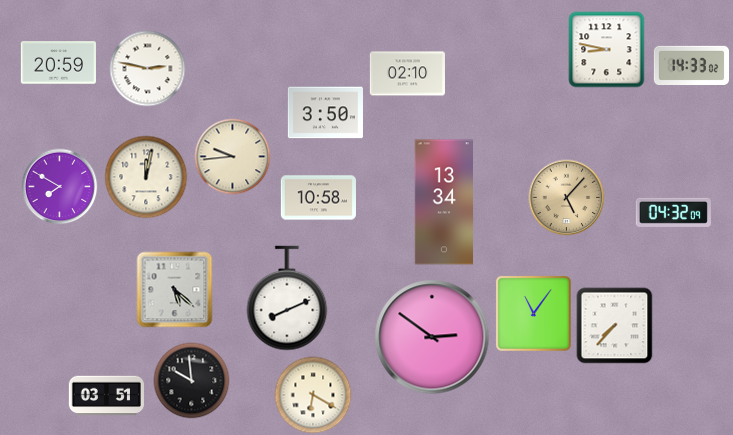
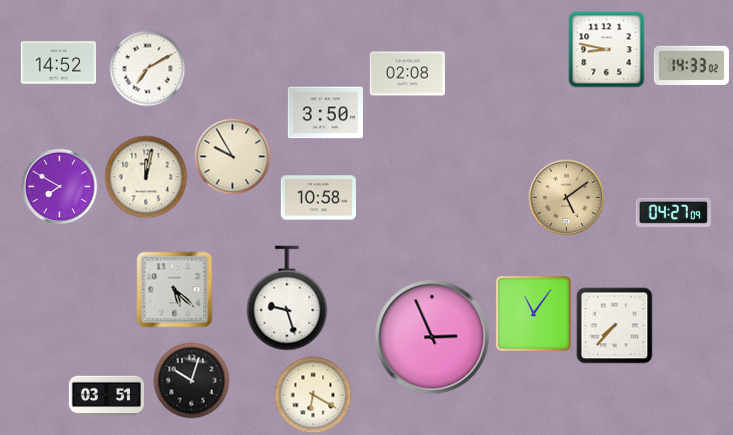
clock at (58, 63): 20:59 -> 14:52
clock at (148, 69): 2:47 -> 7:10
clock at (407, 74): 02:10 -> 02:08
clock at (233, 157): 9:44 -> 9:55
clock at (567, 198): 5:07 -> 5:09
clock at (443, 202): 13:34 -> none
clock at (673, 212): 04:32 -> 04:27
clock at (287, 298): 8:11 -> 9:27
clock at (432, 337): 2:51 -> 2:56
clock at (192, 381): 9:59 -> 10:03
